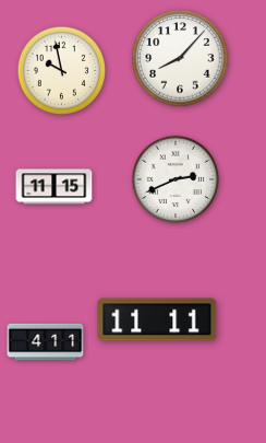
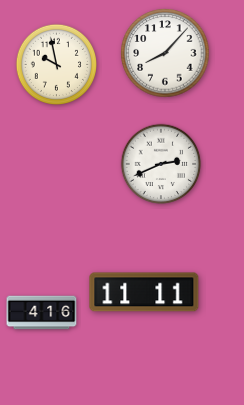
clock at (55, 187): 11:15 -> none
clock at (46, 342): 4:11 -> 4:16
